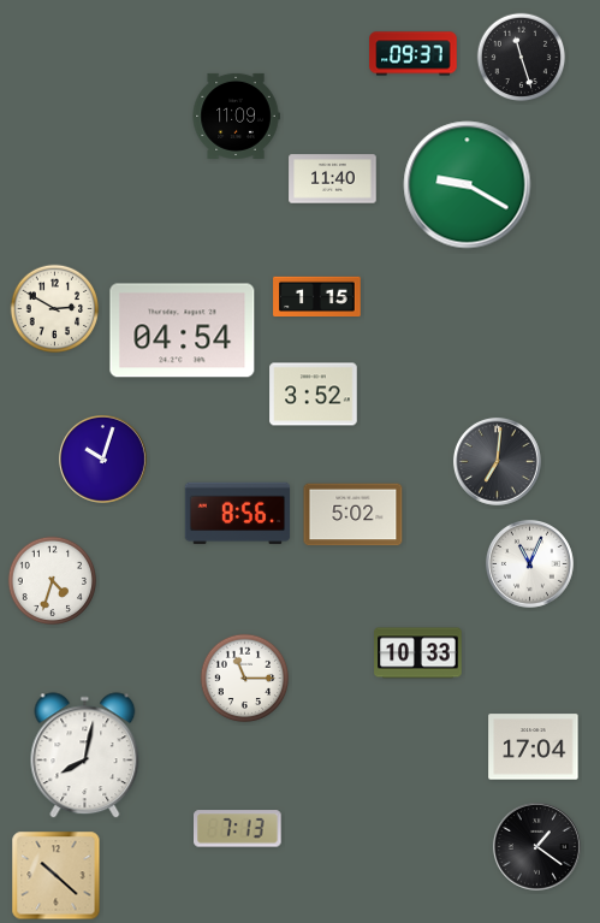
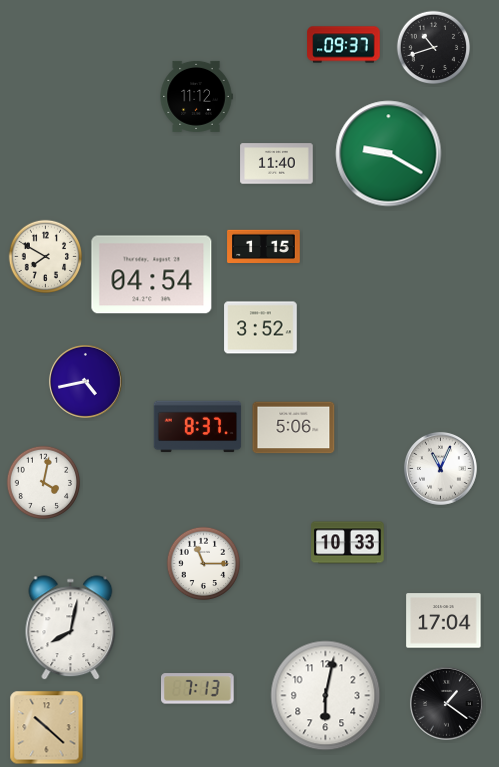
clock at (522, 58): 11:27 -> 10:42
clock at (236, 116): 11:09 -> 11:12
clock at (333, 179) position: (333, 179) -> (277, 164)
clock at (55, 309): 2:50 -> 7:50
clock at (102, 458): 10:03 -> 4:43
clock at (497, 461): 7:01 -> none
clock at (238, 514): 8:56 -> 8:37
clock at (354, 515): 5:02 -> 5:06
clock at (53, 581): 4:33 -> 4:02
clock at (326, 696): none -> 6:02
